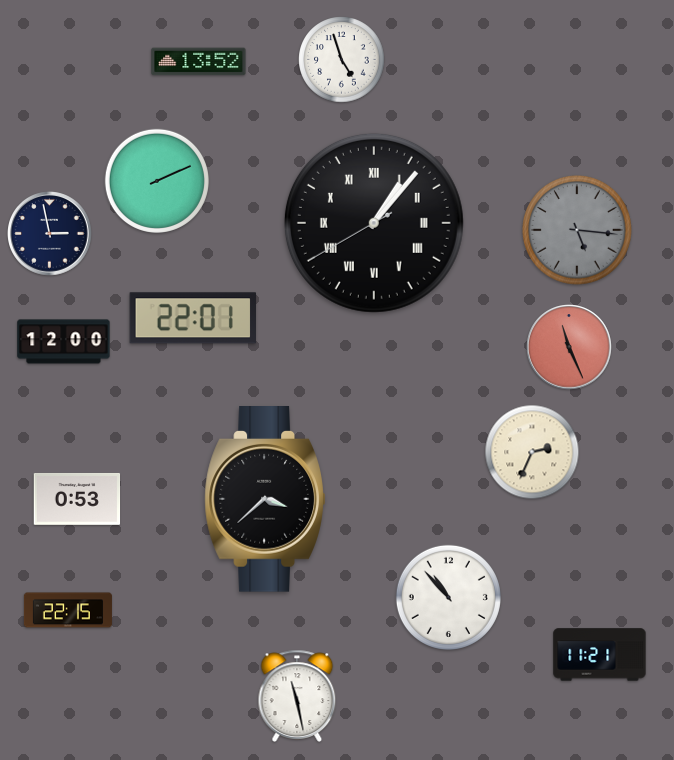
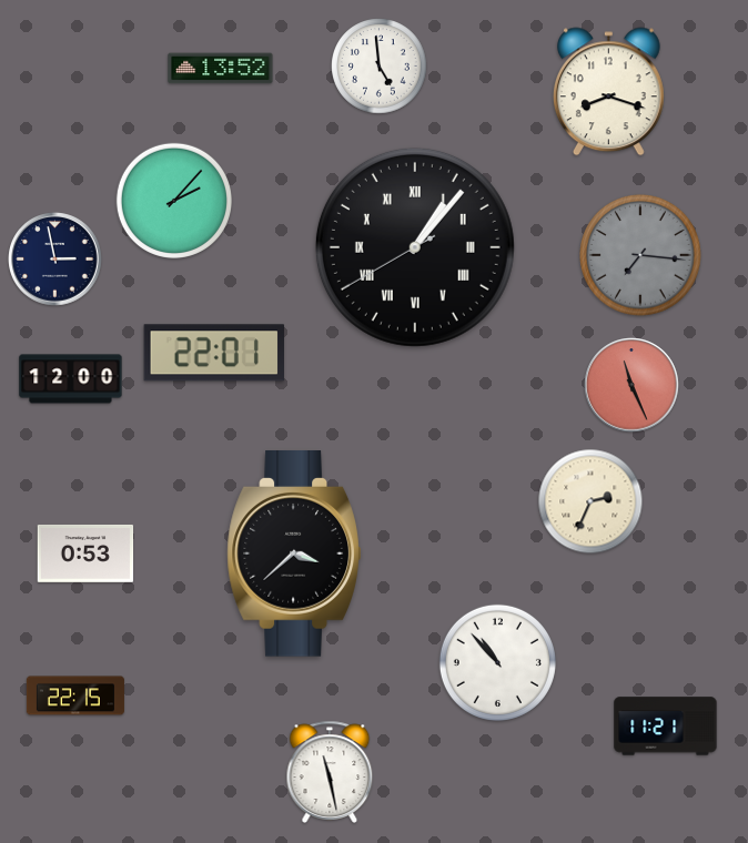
clock at (342, 60): 4:57 -> 4:59
clock at (608, 92): none -> 8:18
clock at (157, 181): 2:11 -> 2:07
clock at (577, 230): 5:16 -> 7:16
clock at (68, 610) position: (68, 610) -> (75, 695)
